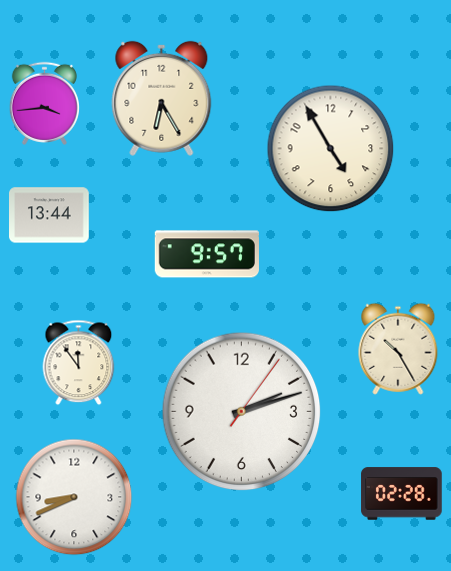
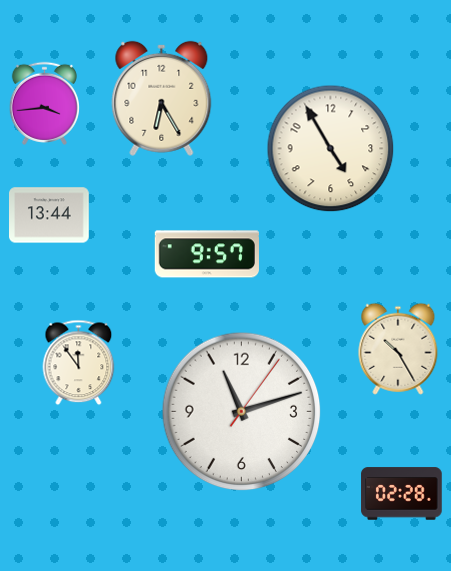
clock at (242, 412): 2:12 -> 11:12
clock at (74, 497): 8:41 -> none
